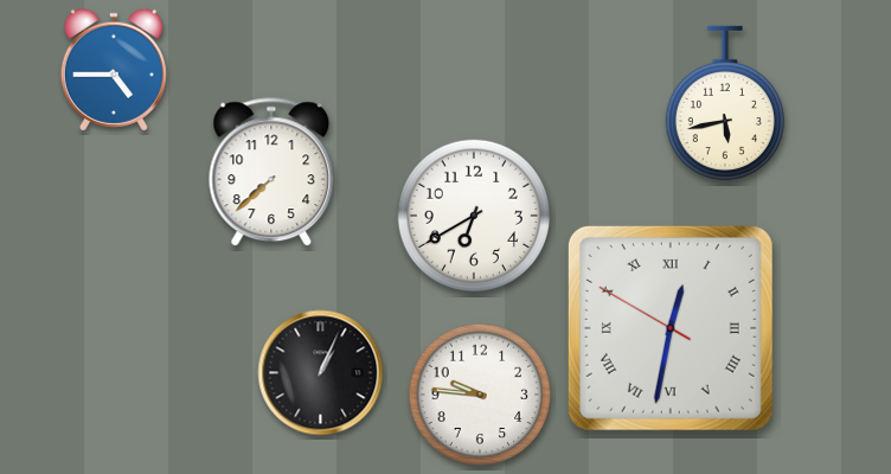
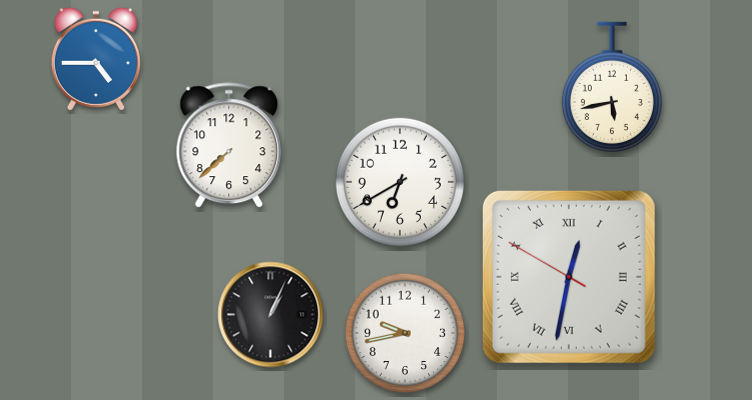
clock at (671, 328) position: (671, 328) -> (569, 277)
clock at (480, 395): 9:46 -> 9:43
